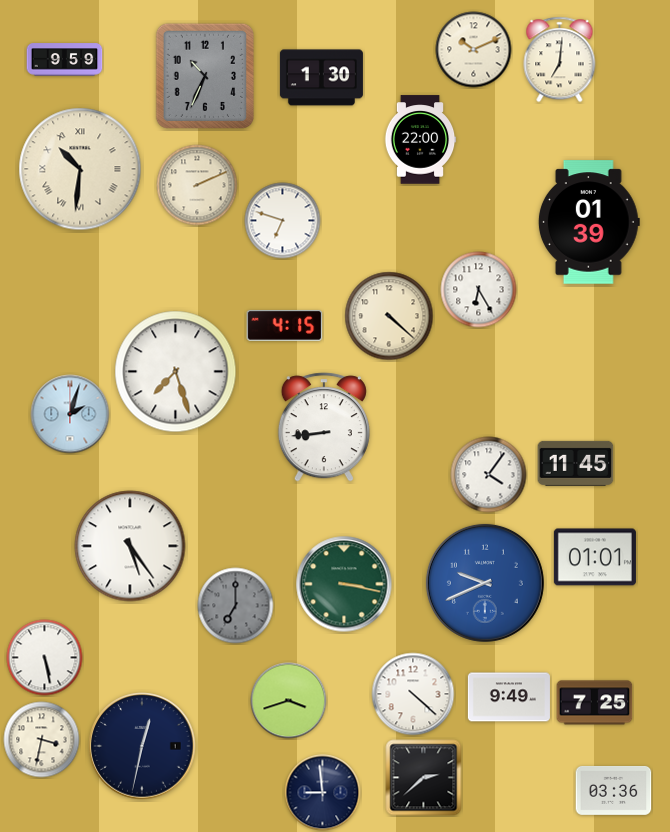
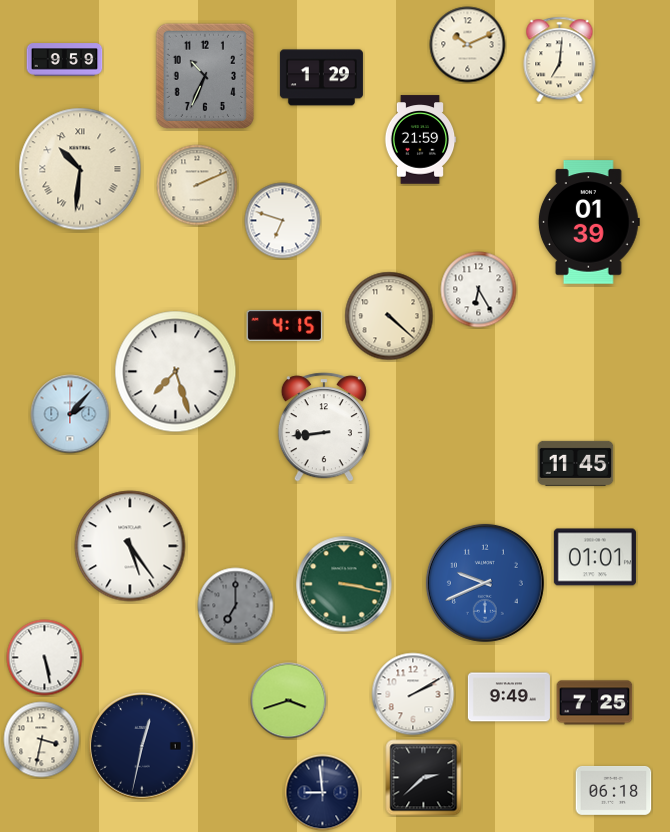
clock at (474, 50) position: (474, 50) -> (468, 45)
clock at (321, 78): 1:30 -> 1:29
clock at (420, 140): 22:00 -> 21:59
clock at (70, 414): 2:03 -> 2:07
clock at (489, 475): 4:06 -> none
clock at (413, 694): 4:22 -> 2:10
clock at (614, 790): 03:36 -> 06:18
